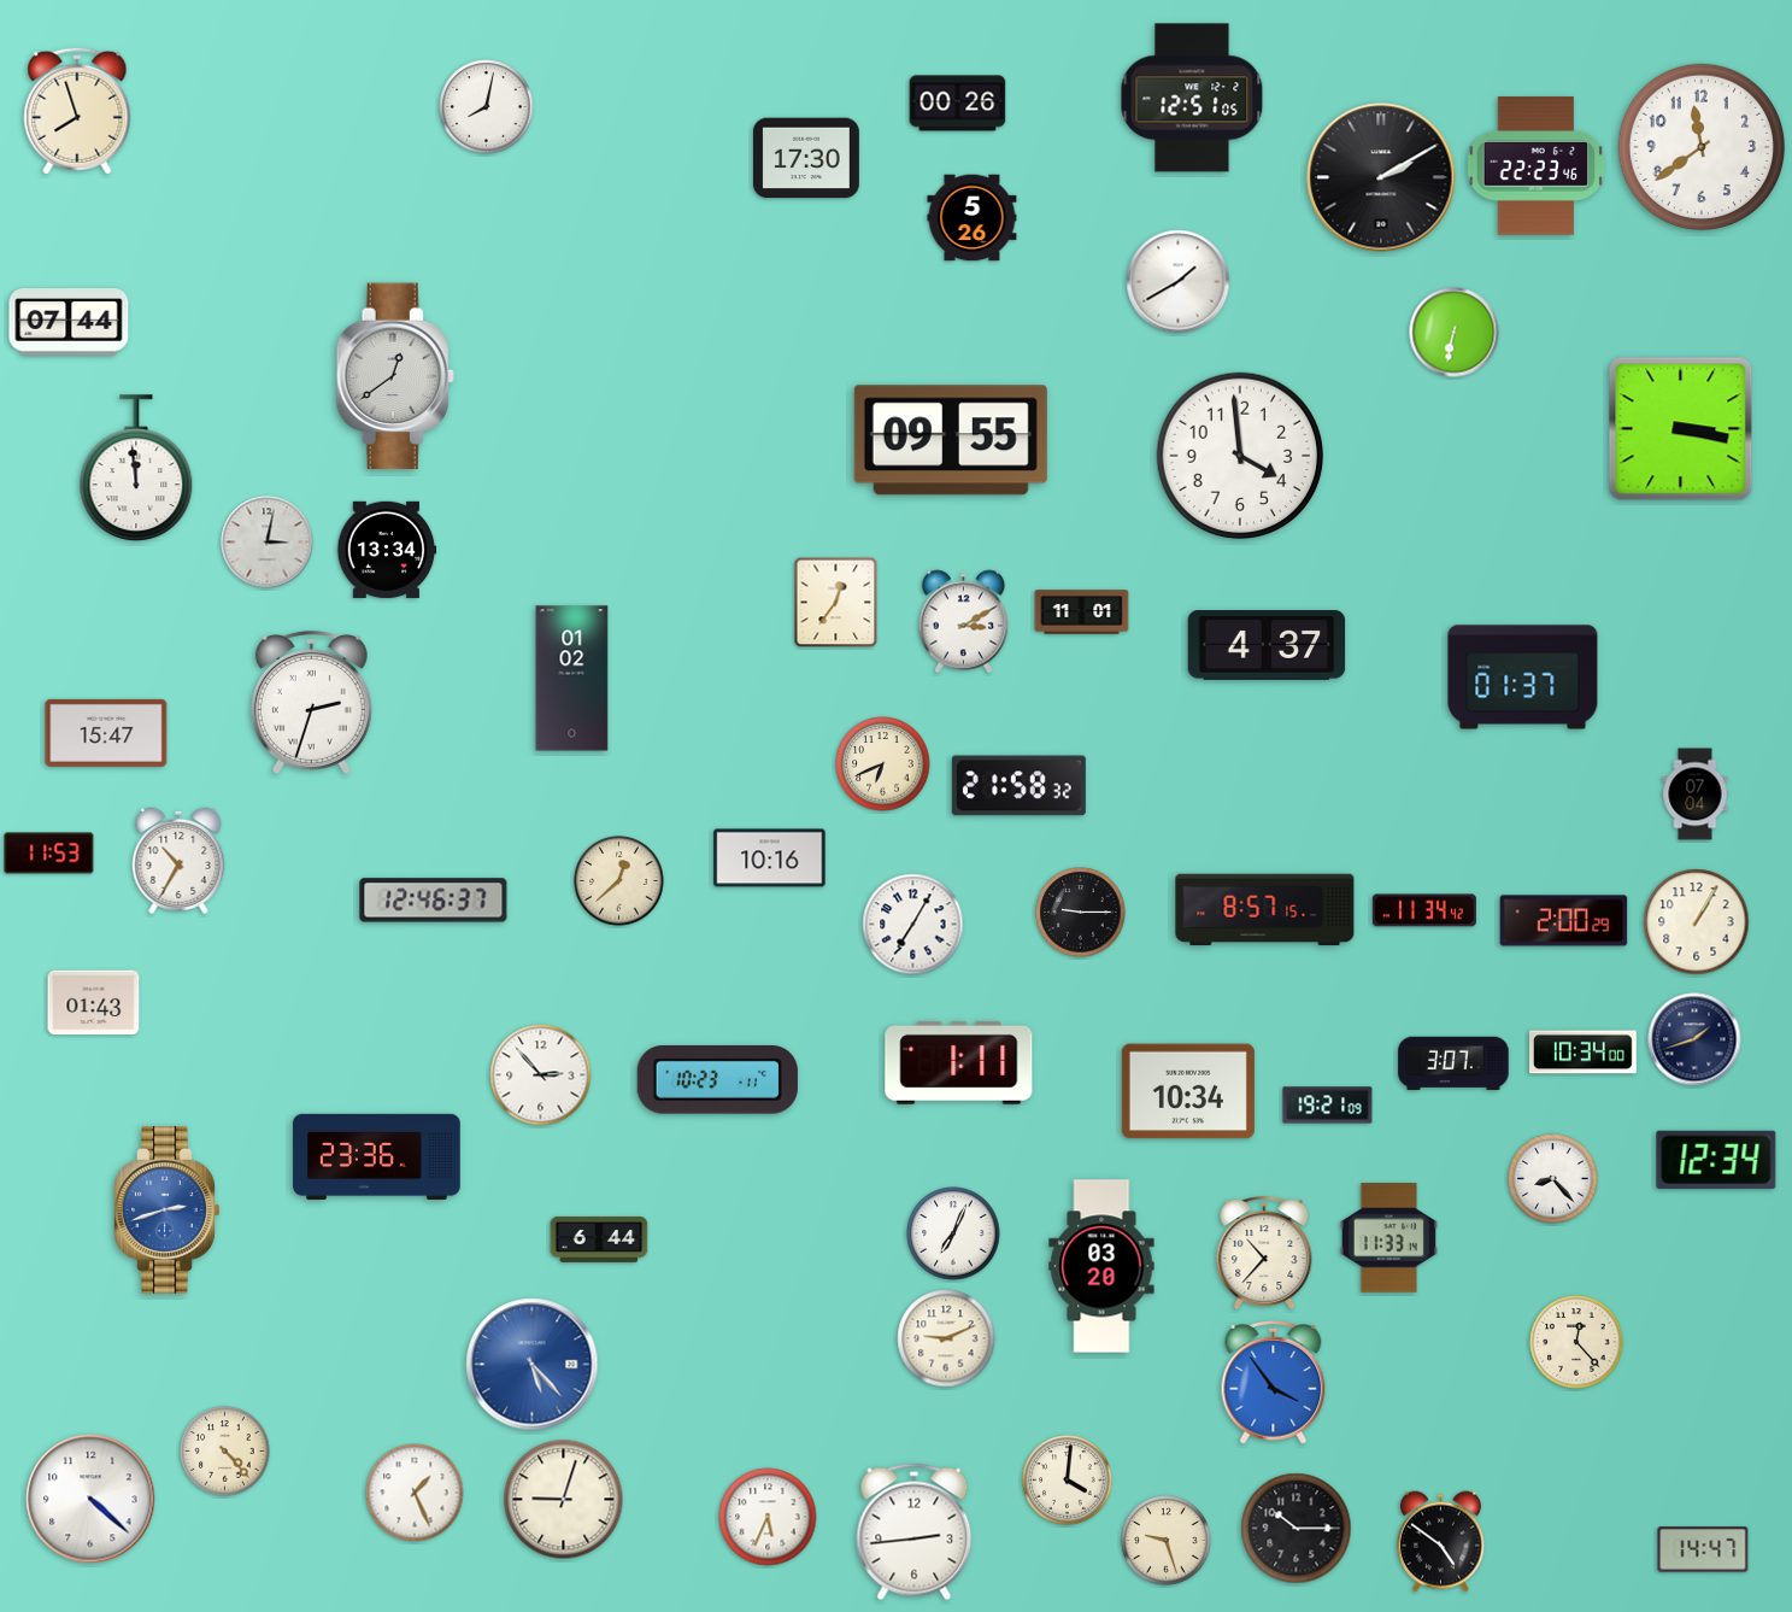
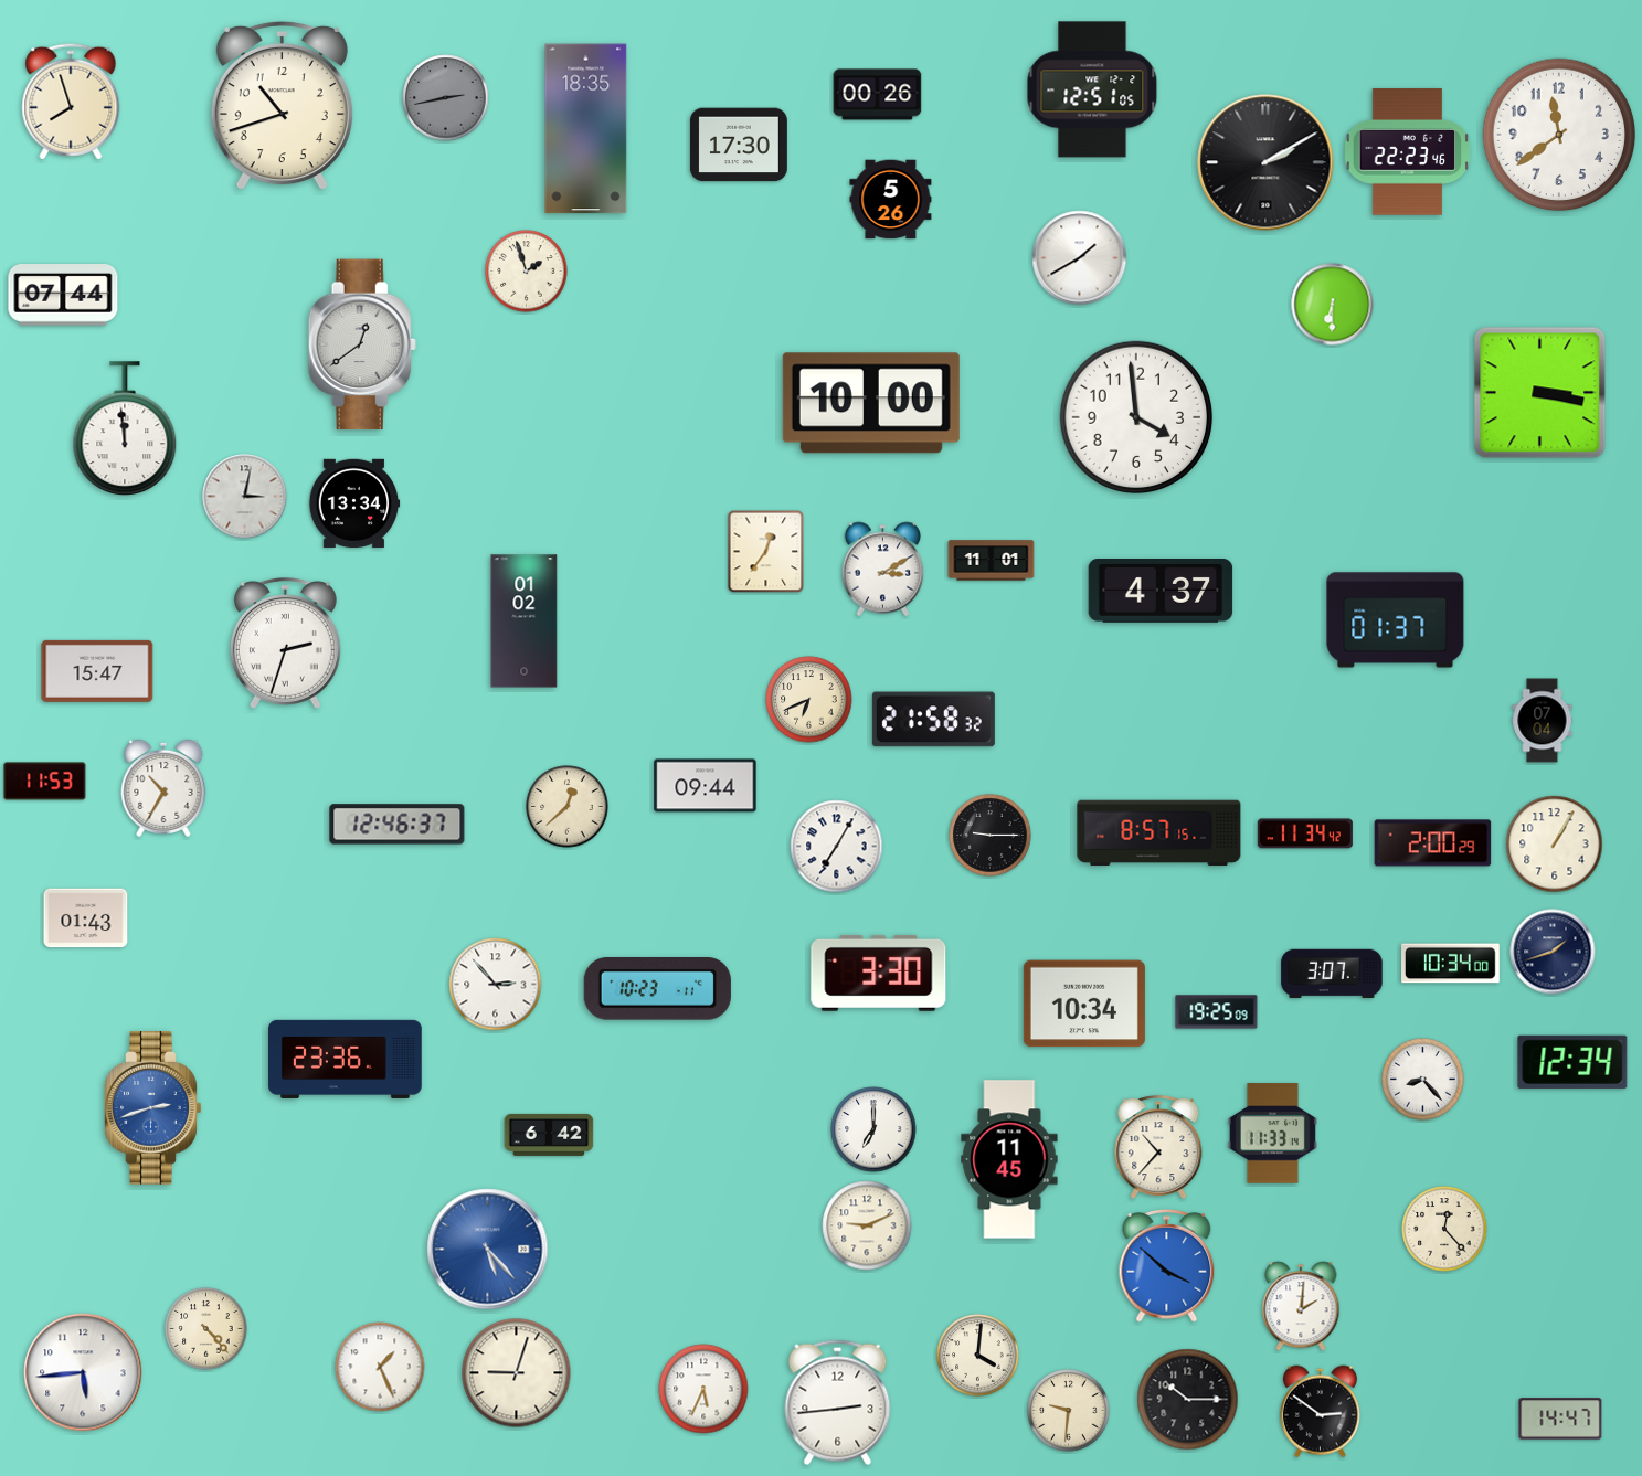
clock at (487, 107): 8:02 -> 2:43
clock at (487, 107) dial: white -> grey
clock at (282, 106): none -> 10:42
clock at (586, 129): none -> 18:35
clock at (527, 272): none -> 1:57
clock at (1455, 333): 6:32 -> 6:30
clock at (951, 440): 09:55 -> 10:00
clock at (1696, 795) position: (1696, 795) -> (1543, 721)
clock at (770, 858): 10:16 -> 09:44
clock at (959, 1062): 1:11 -> 3:30
clock at (1188, 1091) position: (1188, 1091) -> (1084, 1004)
clock at (1328, 1106): 19:21 -> 19:25
clock at (953, 1233): 7:04 -> 7:00
clock at (599, 1239): 6:44 -> 6:42
clock at (1101, 1266): 03:20 -> 11:45
clock at (1274, 1383): 3:54 -> 3:52
clock at (1301, 1306): none -> 2:01
clock at (90, 1499): 4:22 -> 5:44
clock at (1167, 1541): 9:27 -> 9:31
clock at (1440, 1542): 4:51 -> 2:51
